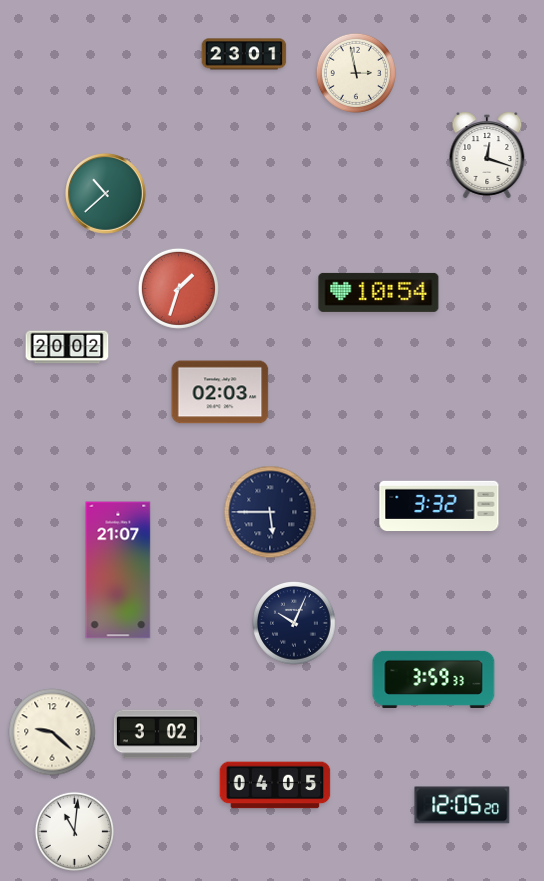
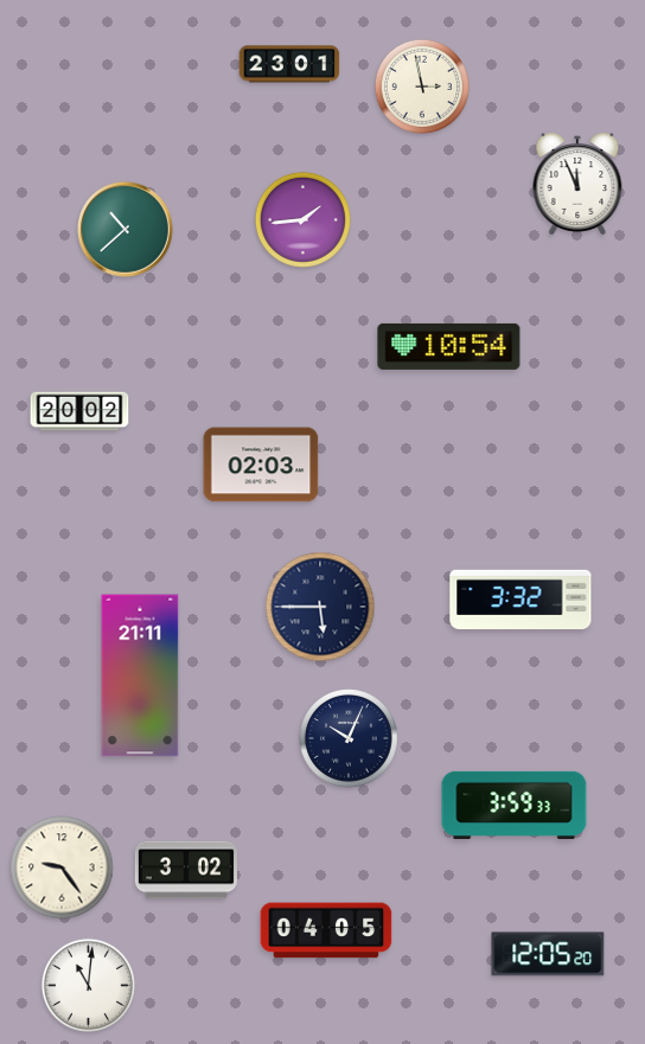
clock at (487, 155): 12:18 -> 11:56
clock at (302, 219): none -> 1:44
clock at (178, 288): 1:33 -> none
clock at (118, 570): 21:07 -> 21:11
clock at (52, 732): 9:22 -> 9:24
